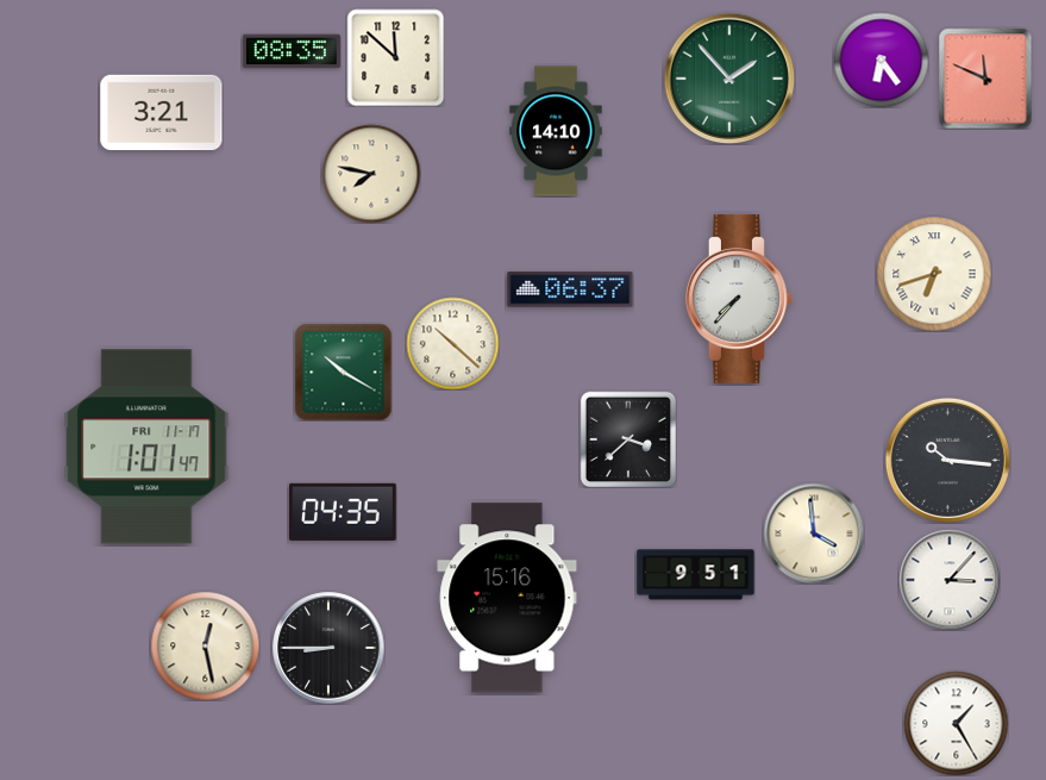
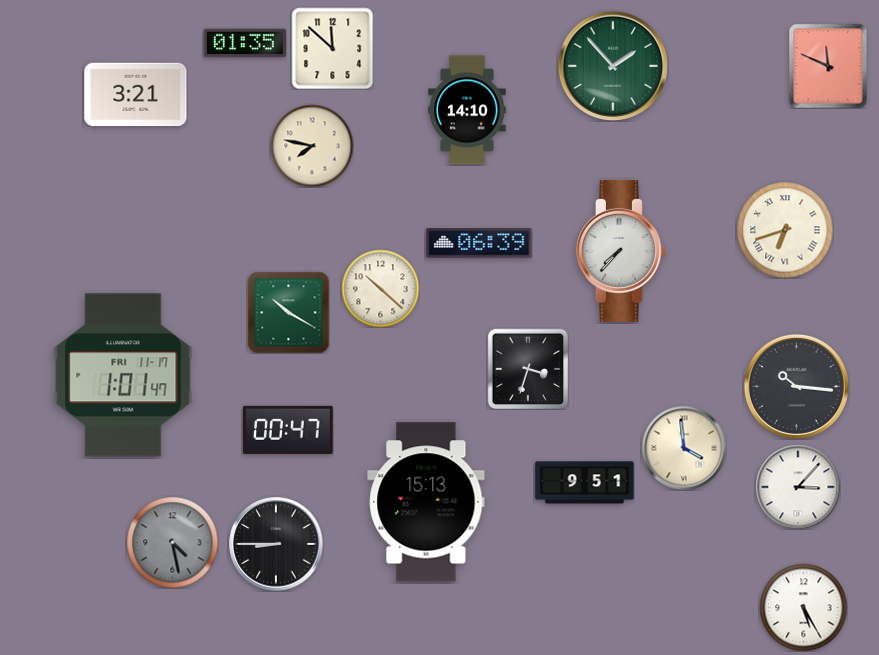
clock at (292, 51): 08:35 -> 01:35
clock at (881, 60): 6:24 -> none
clock at (570, 289): 06:37 -> 06:39
clock at (628, 439): 3:38 -> 3:33
clock at (344, 512): 04:35 -> 00:47
clock at (507, 598): 15:16 -> 15:13
clock at (205, 645): 12:28 -> 4:28
clock at (205, 645) dial: cream -> grey
clock at (956, 723): 1:25 -> 5:25
